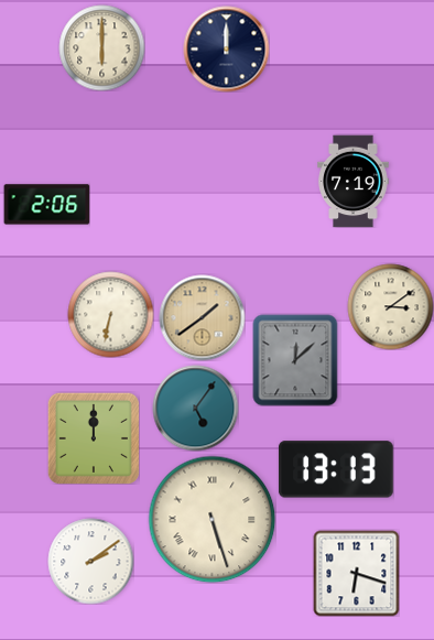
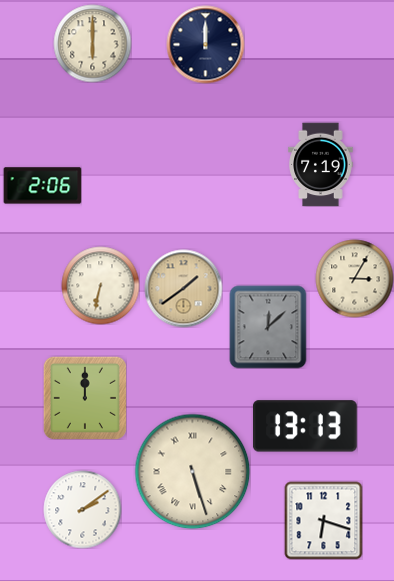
clock at (390, 306): 3:09 -> 3:05
clock at (195, 408): 5:06 -> none
